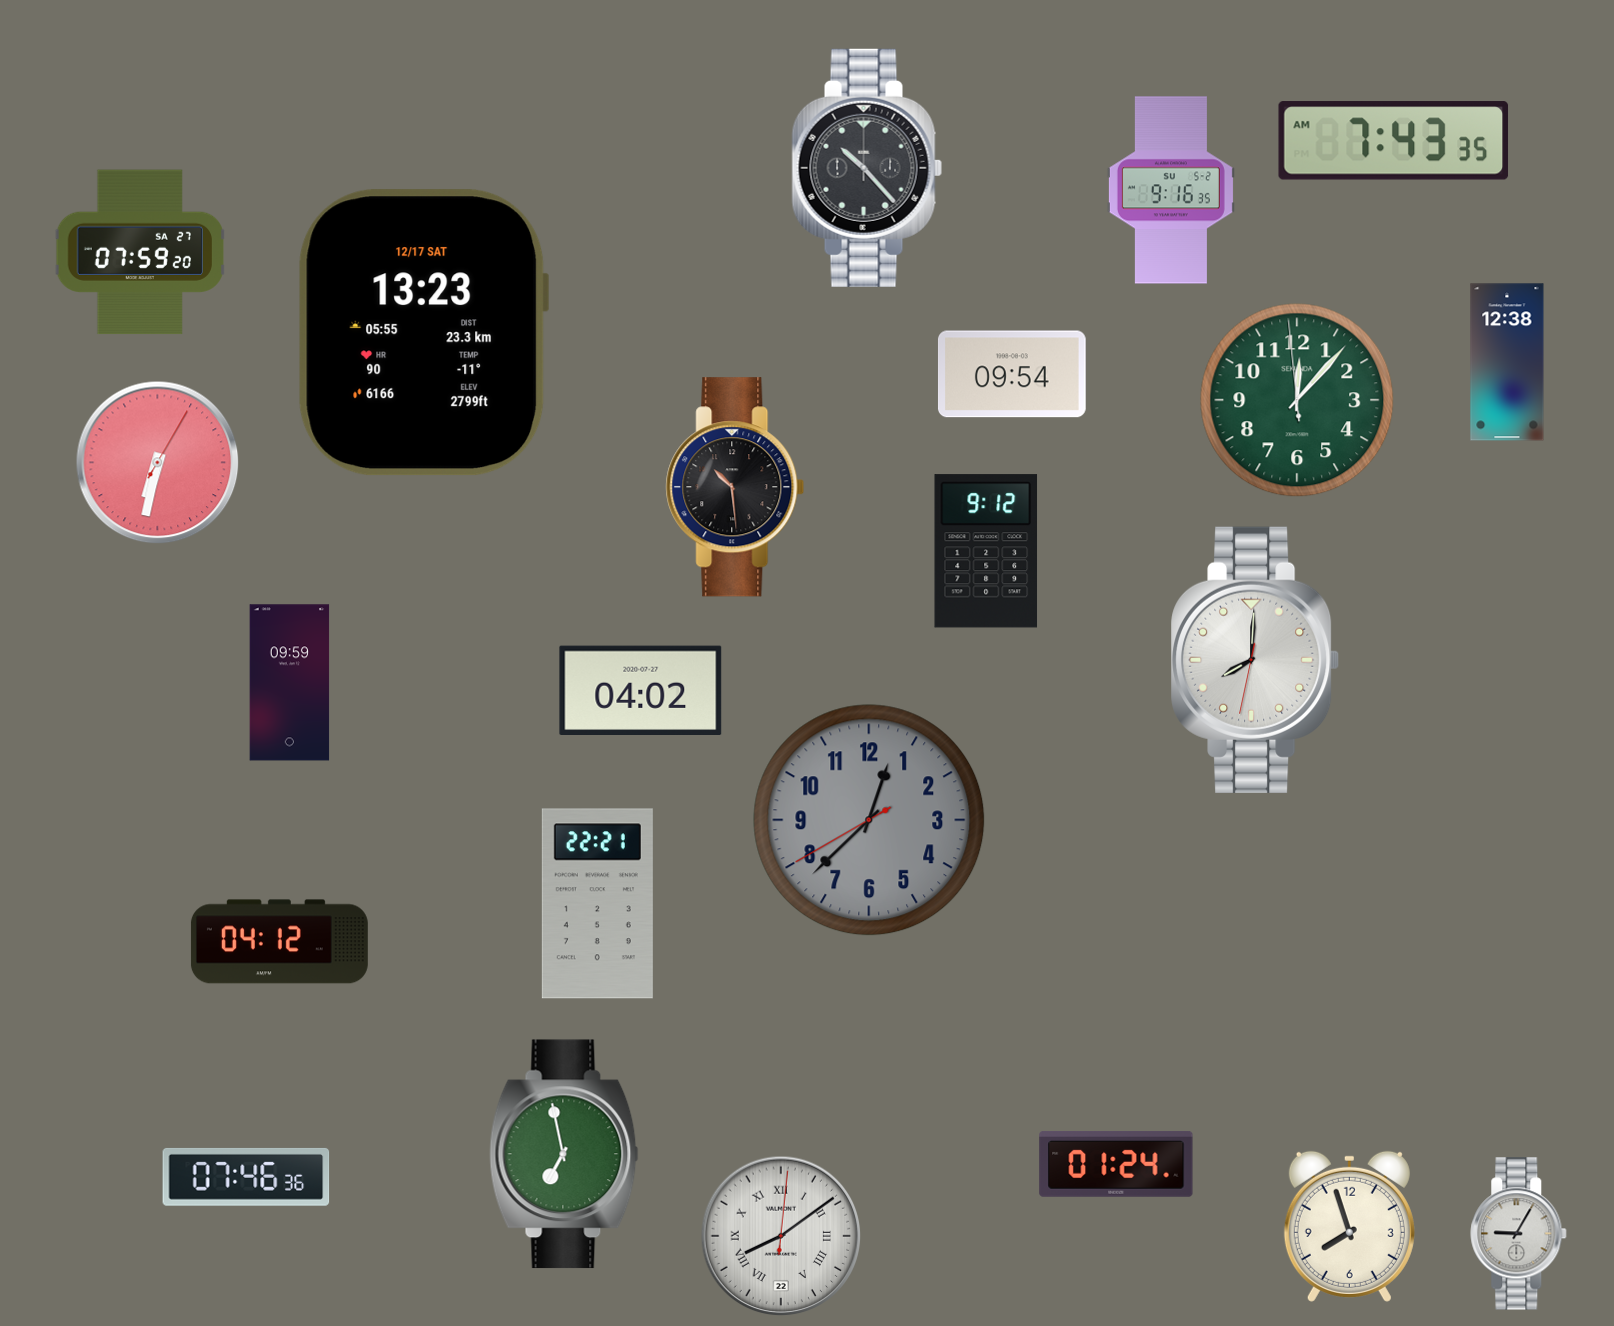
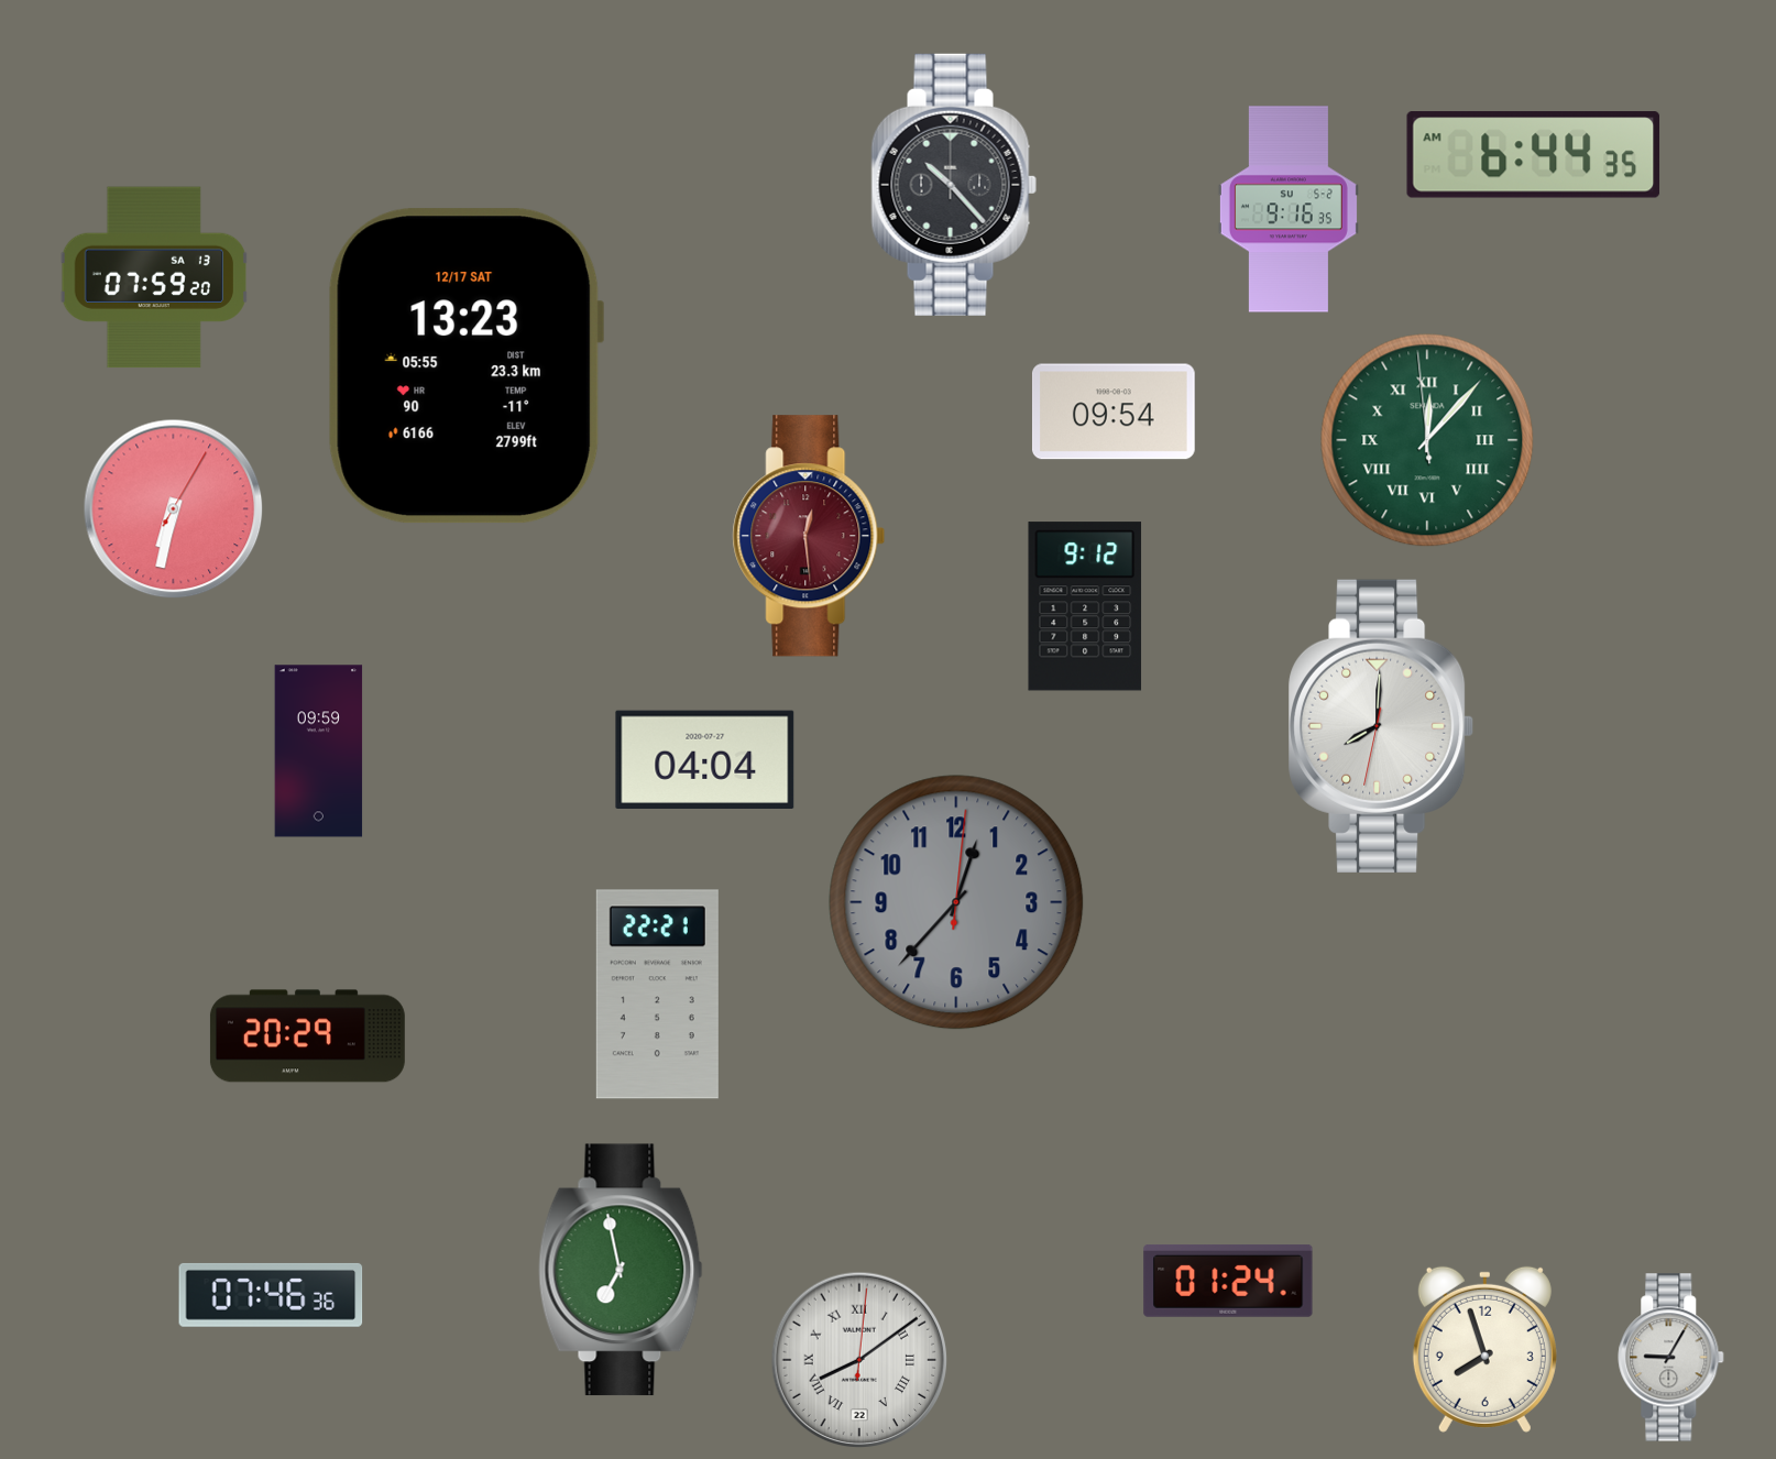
clock at (1394, 141): 7:43 -> 6:44
clock at (139, 252) date: SA 27 -> SA 13
clock at (1507, 362): 12:38 -> none
clock at (1297, 400) numerals: Arabic -> Roman
clock at (735, 487): 10:29 -> 12:29
clock at (735, 487) dial: black -> burgundy
clock at (641, 690): 04:02 -> 04:04
clock at (869, 820): 12:37:40 -> 12:37:01
clock at (279, 942): 04:12 -> 20:29
